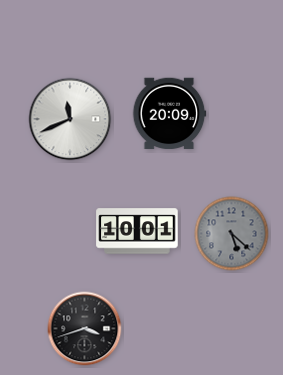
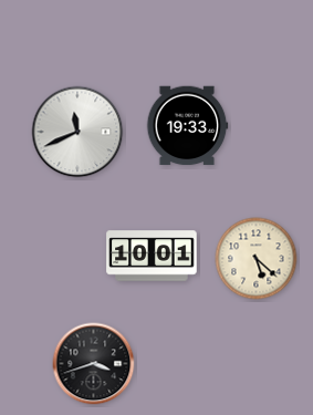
clock at (169, 114): 20:09 -> 19:33
clock at (232, 234) dial: grey -> cream
